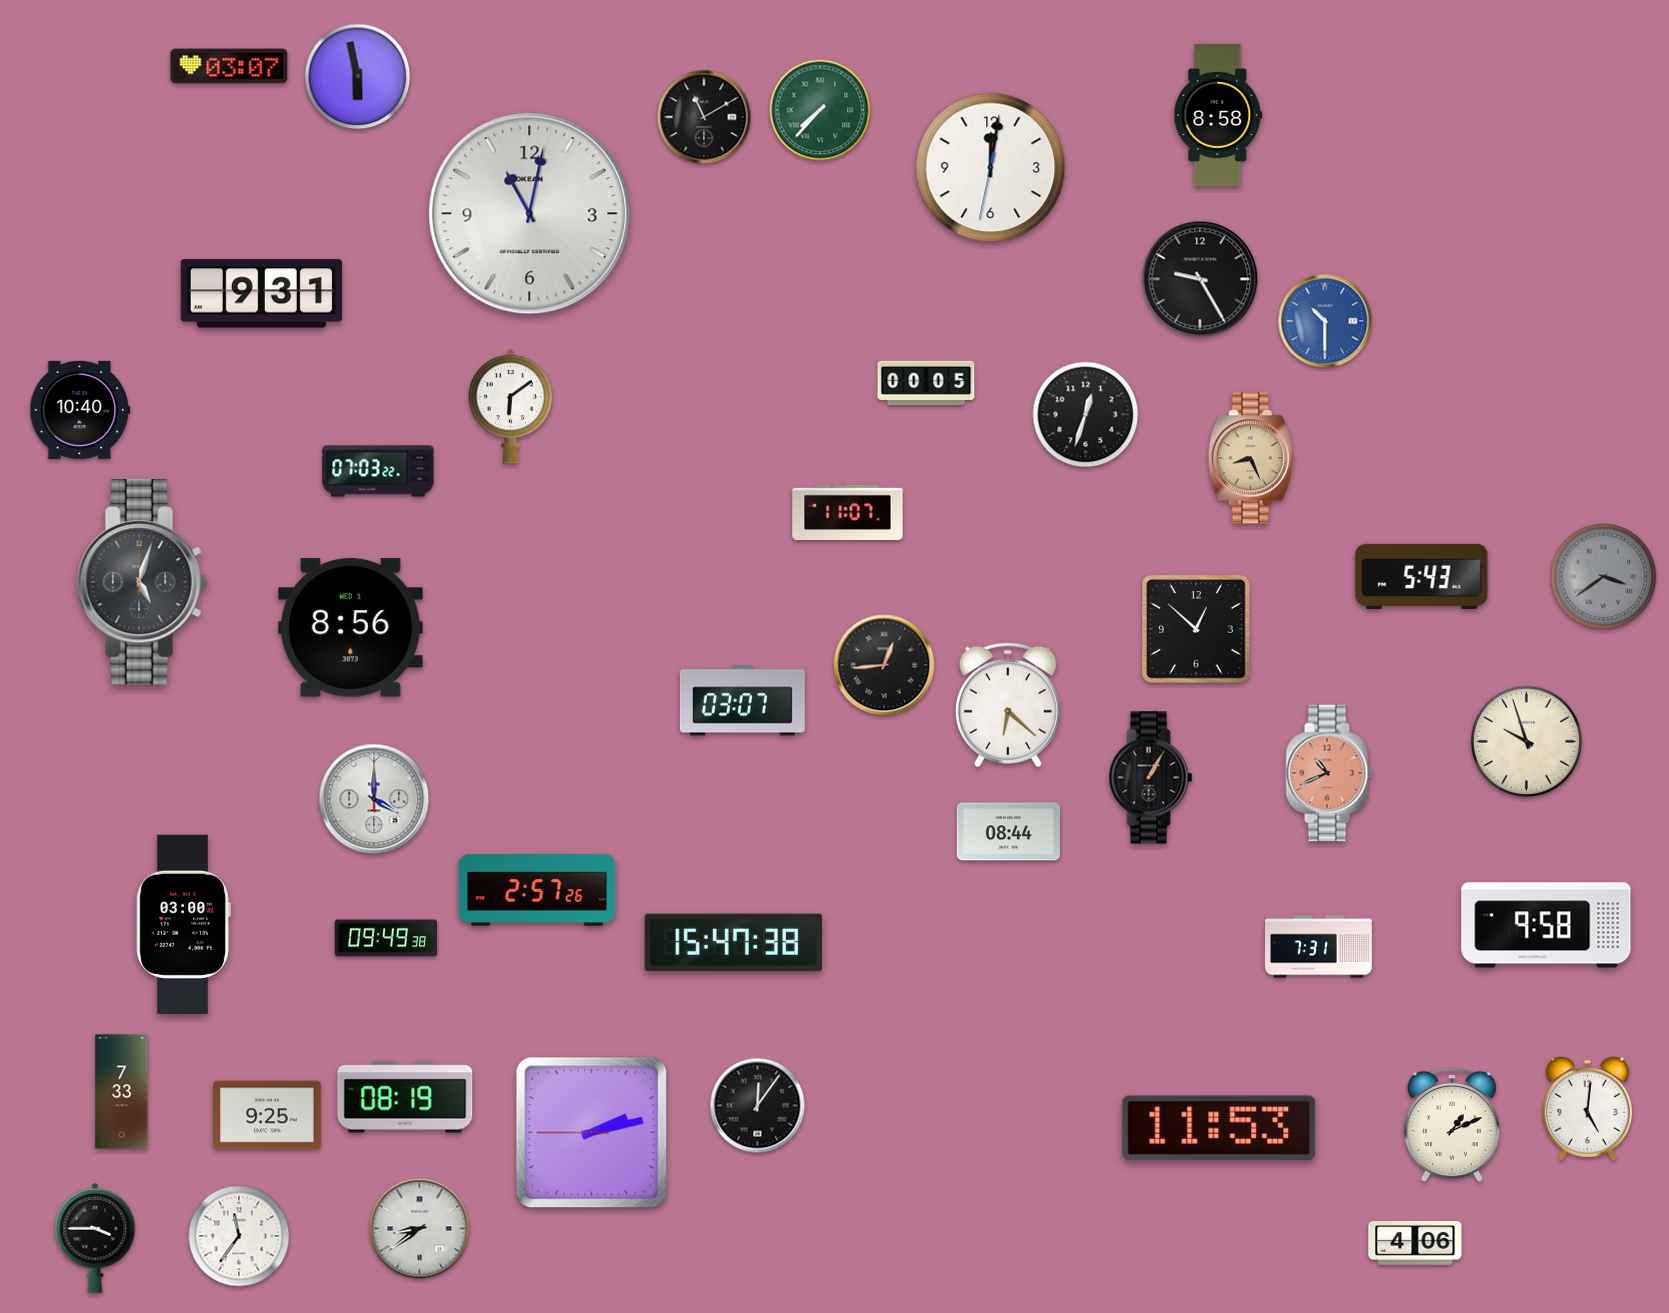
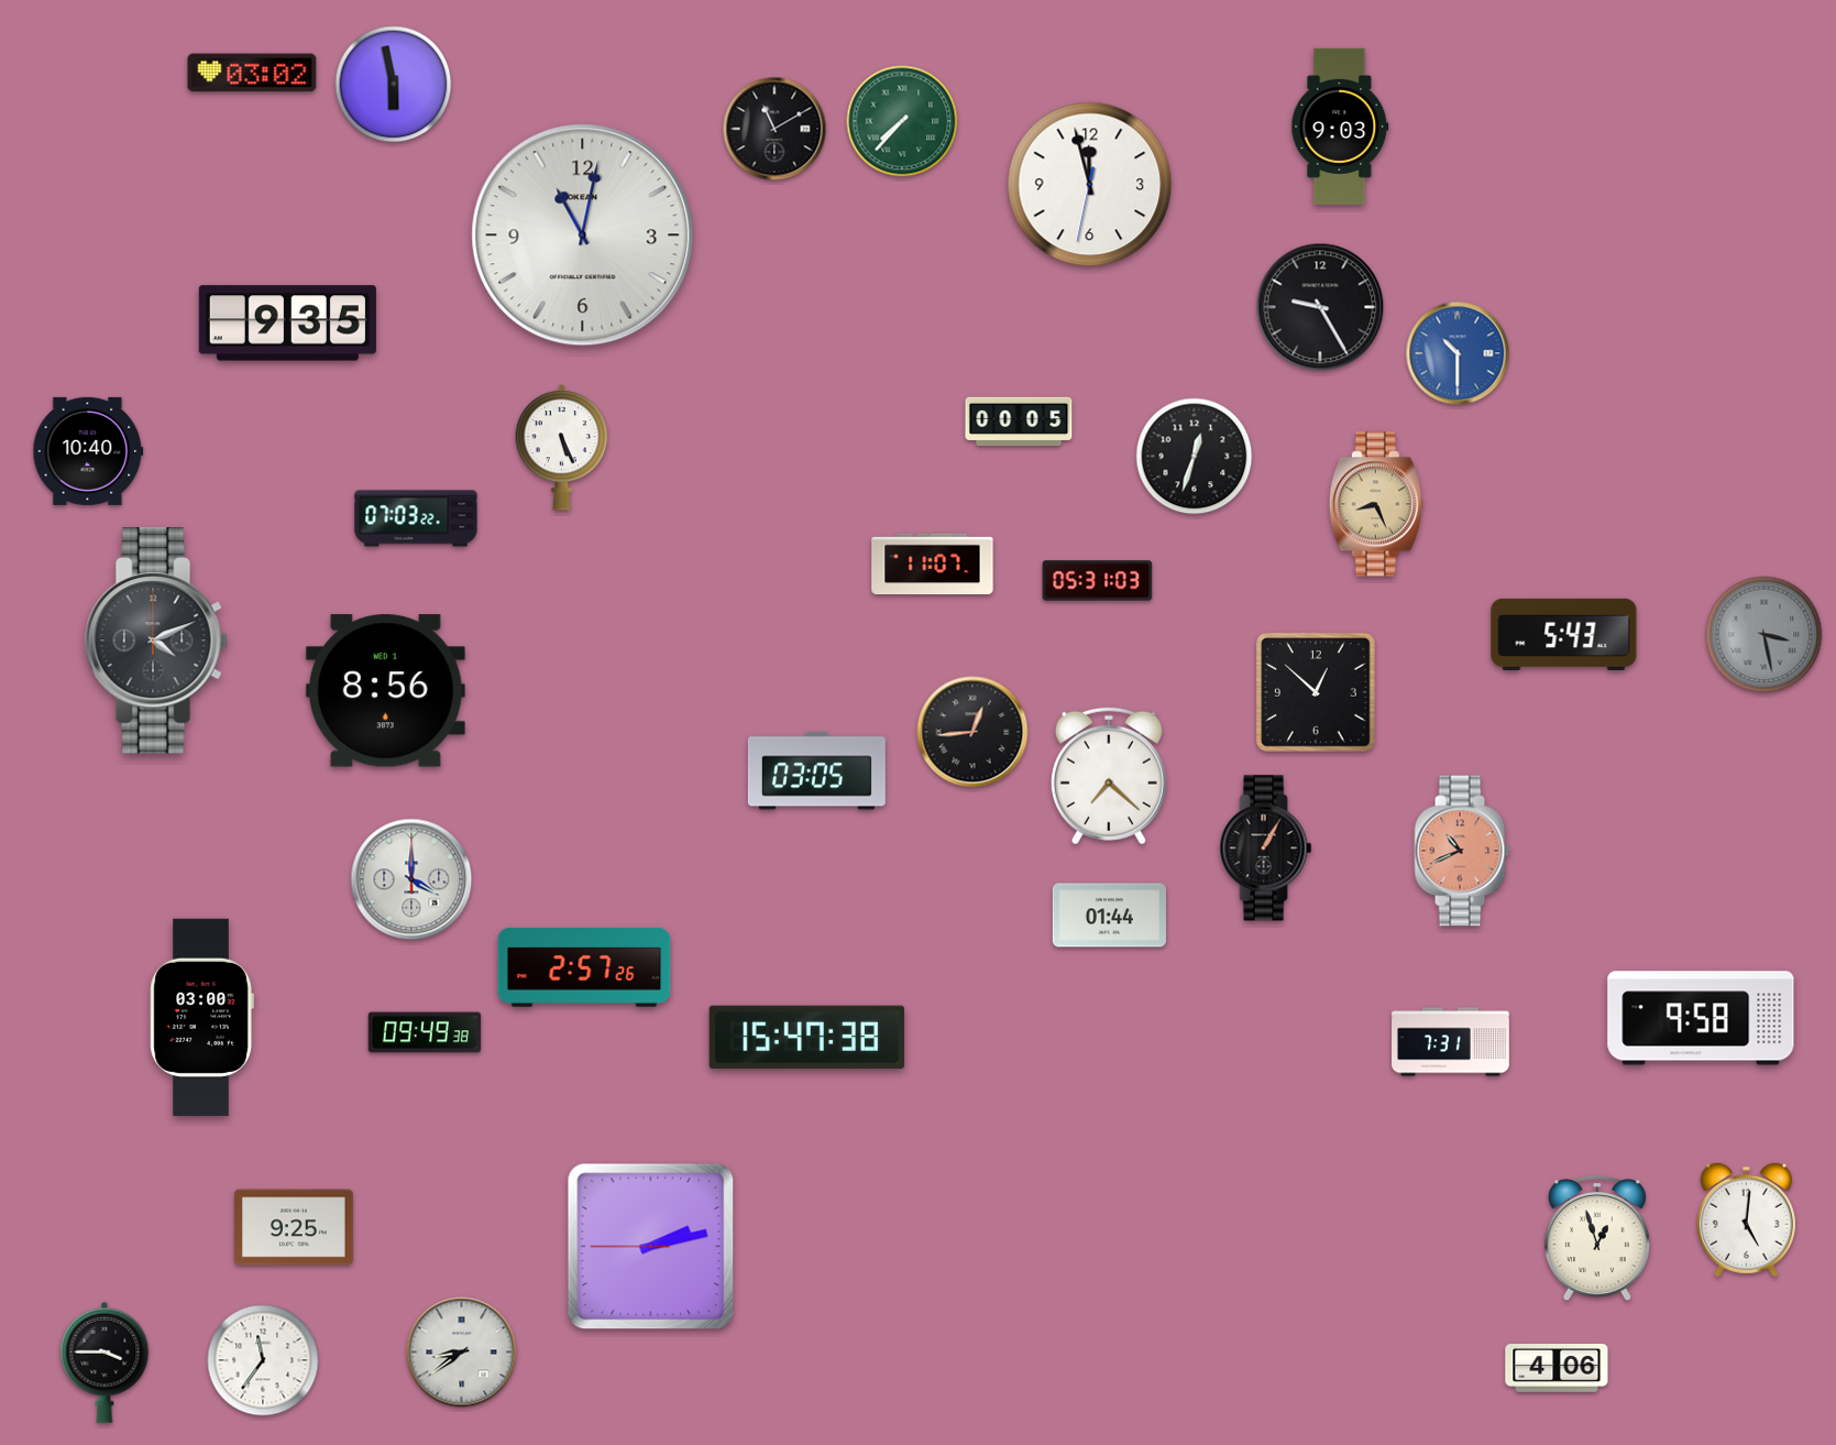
clock at (229, 66): 03:07 -> 03:02
clock at (1218, 115): 8:58 -> 9:03
clock at (991, 168): 12:01 -> 11:57
clock at (261, 294): 9:31 -> 9:35
clock at (511, 407): 6:09 -> 5:26
clock at (1098, 581): none -> 05:31
clock at (1604, 577): 3:39 -> 3:28
clock at (142, 582): 5:03 -> 4:11
clock at (742, 701): 03:07 -> 03:05
clock at (1008, 705): 6:22 -> 7:22
clock at (1527, 742): 9:57 -> none
clock at (1151, 778) position: (1151, 778) -> (1266, 849)
clock at (1008, 832): 08:44 -> 01:44
clock at (537, 890) position: (537, 890) -> (584, 967)
clock at (122, 1092): 7:33 -> none
clock at (405, 1097): 08:19 -> none
clock at (758, 1106): 12:06 -> none
clock at (1452, 1126): 1:11 -> 12:57
clock at (1219, 1128): 11:53 -> none
